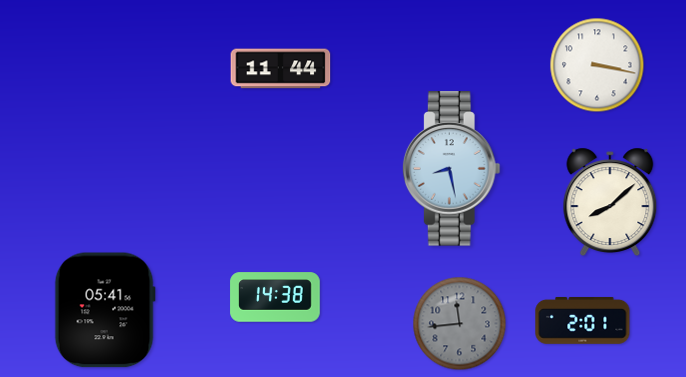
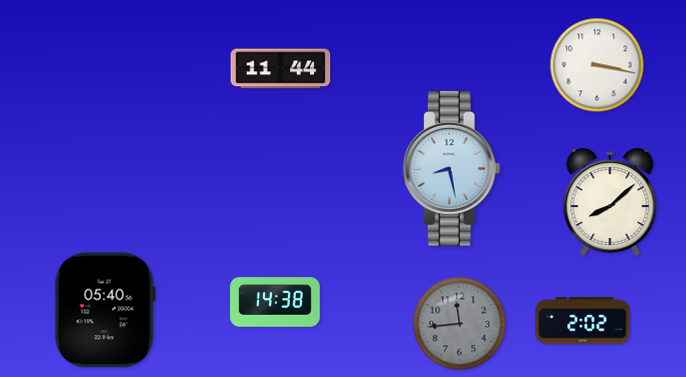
clock at (275, 297) position: (275, 297) -> (275, 302)
clock at (105, 310): 05:41 -> 05:40
clock at (583, 320): 2:01 -> 2:02
